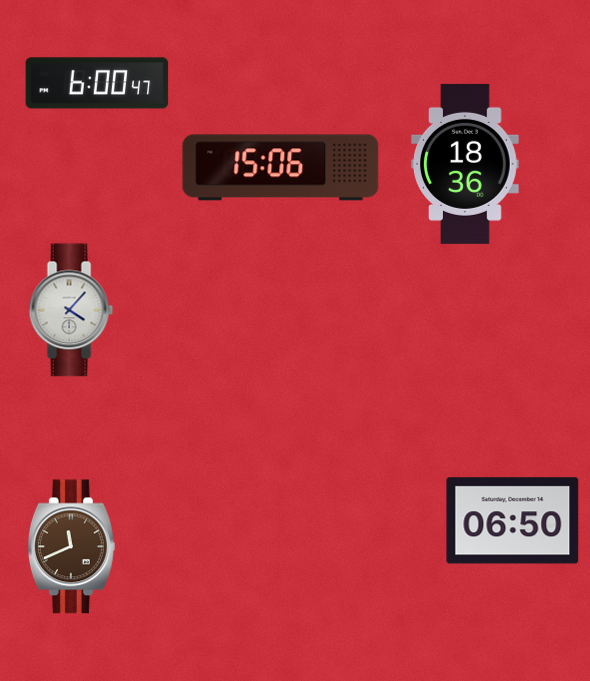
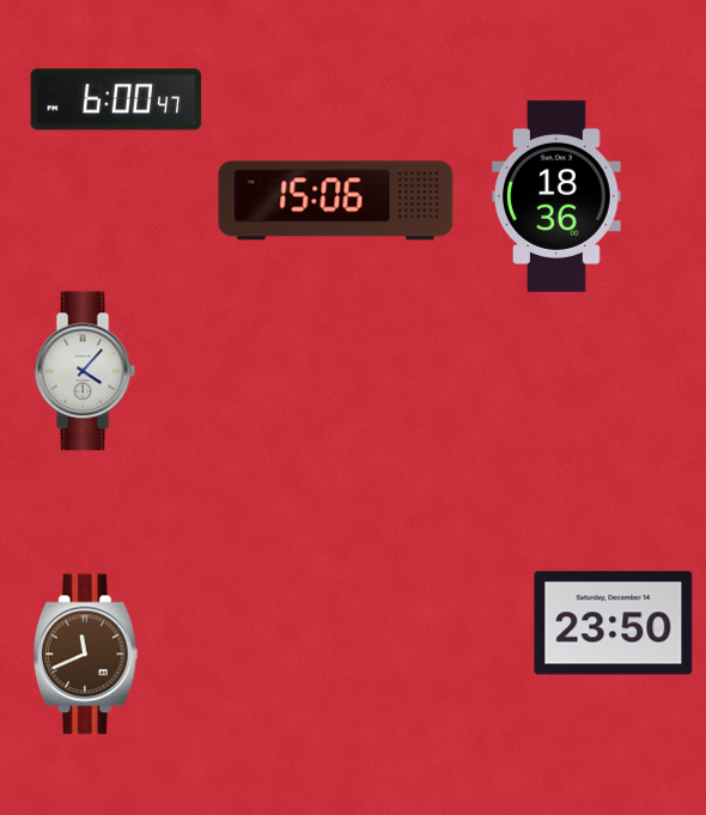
clock at (513, 521): 06:50 -> 23:50
